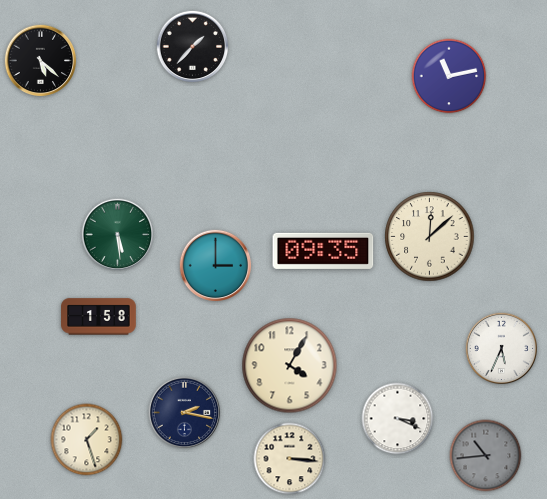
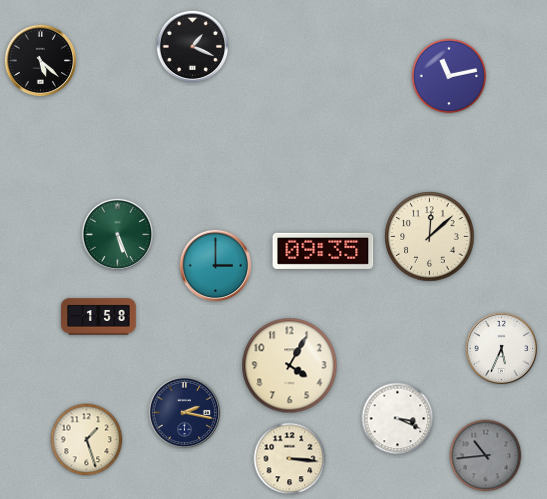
clock at (193, 47): 1:37 -> 1:19
clock at (118, 235): 5:29 -> 5:26
